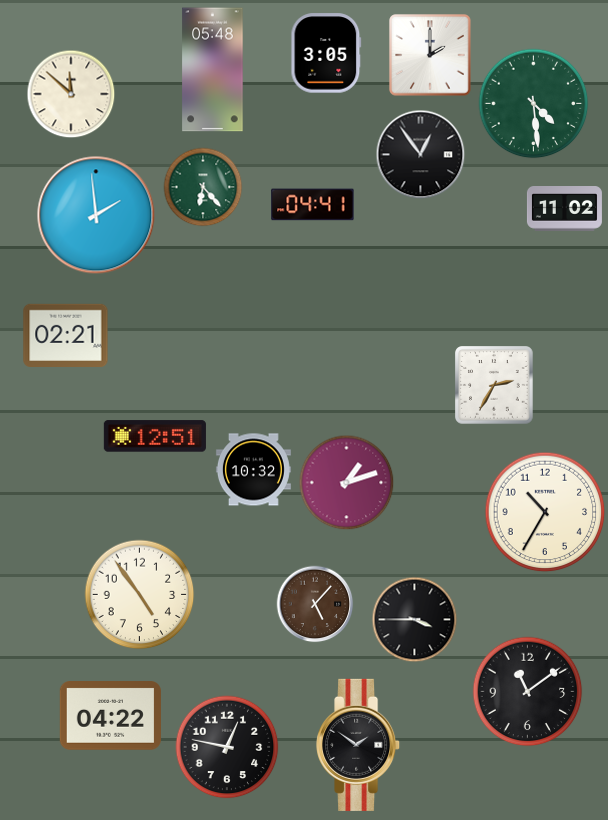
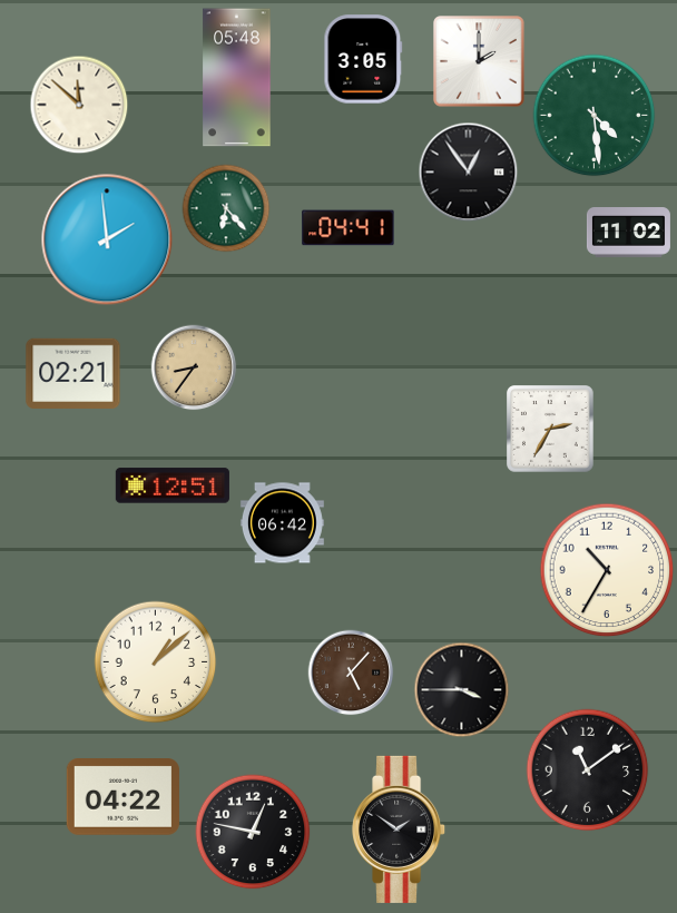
clock at (194, 367): none -> 8:36
clock at (253, 470): 10:32 -> 06:42
clock at (347, 483): 1:12 -> none
clock at (140, 595): 4:54 -> 1:08
